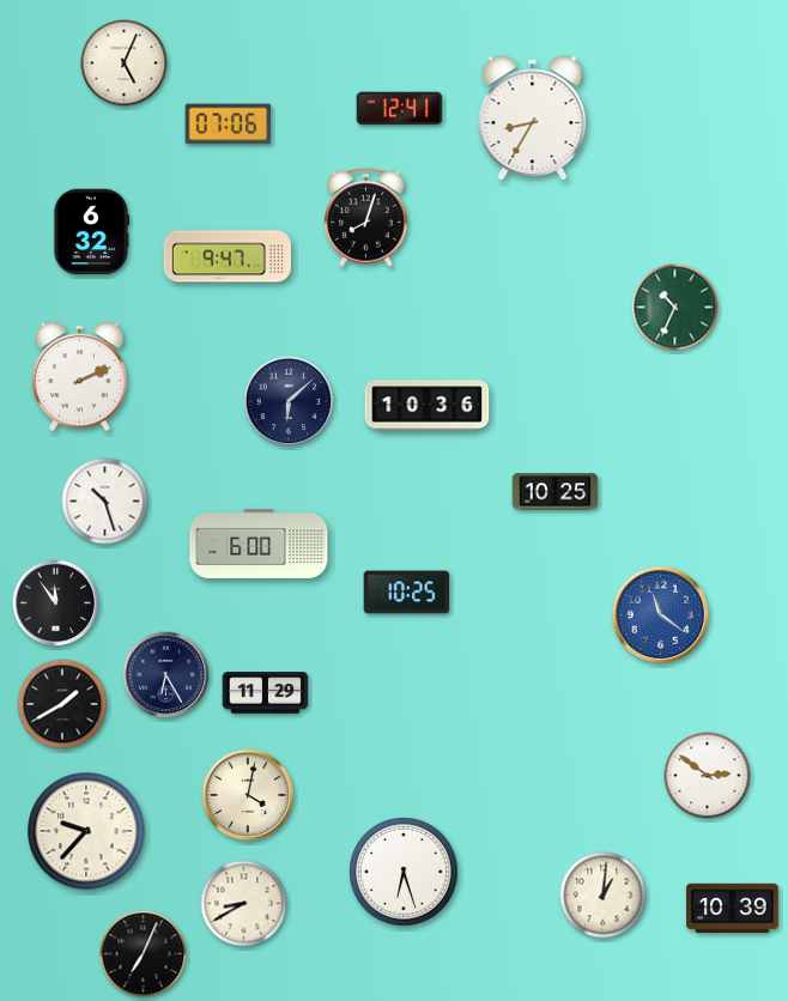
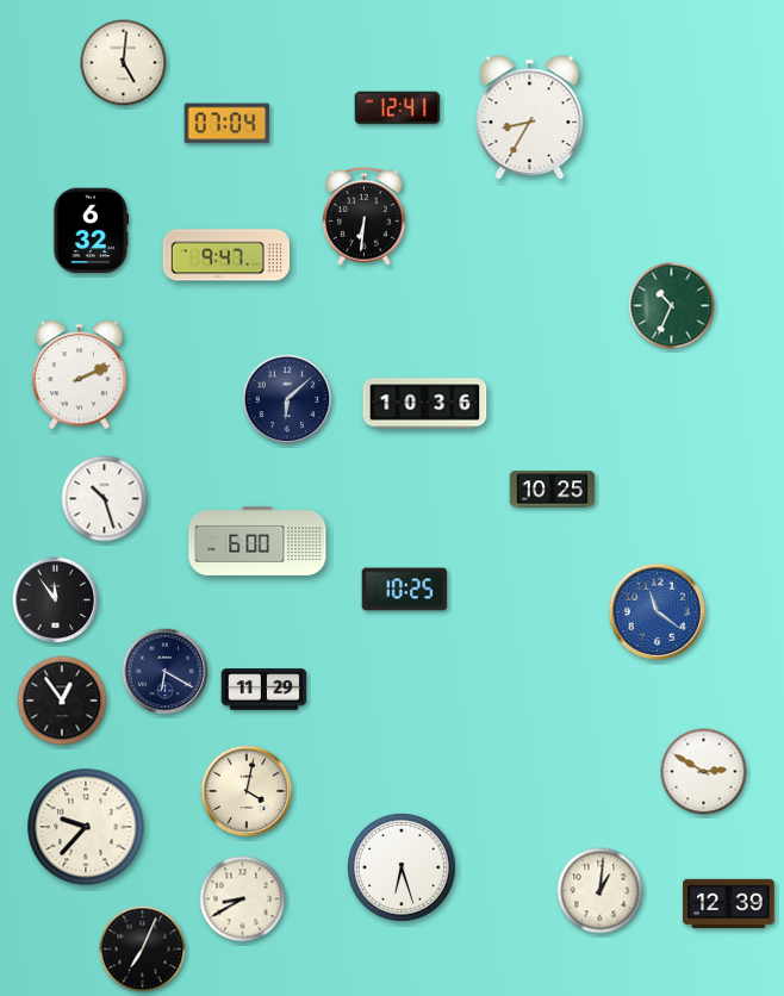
clock at (125, 63): 5:04 -> 5:01
clock at (229, 125): 07:06 -> 07:04
clock at (366, 218): 8:03 -> 6:31
clock at (166, 675): 6:25 -> 6:20
clock at (62, 704): 1:40 -> 12:54
clock at (708, 776): 2:51 -> 2:50
clock at (733, 908): 10:39 -> 12:39
